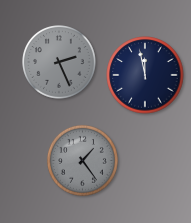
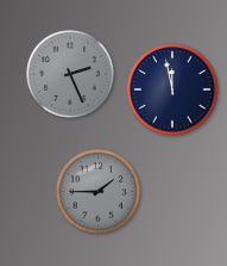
clock at (82, 160): 1:24 -> 1:45
